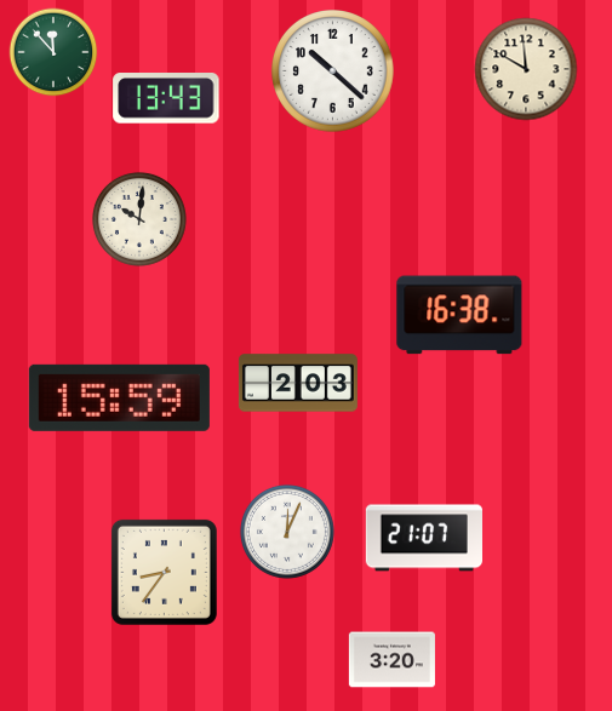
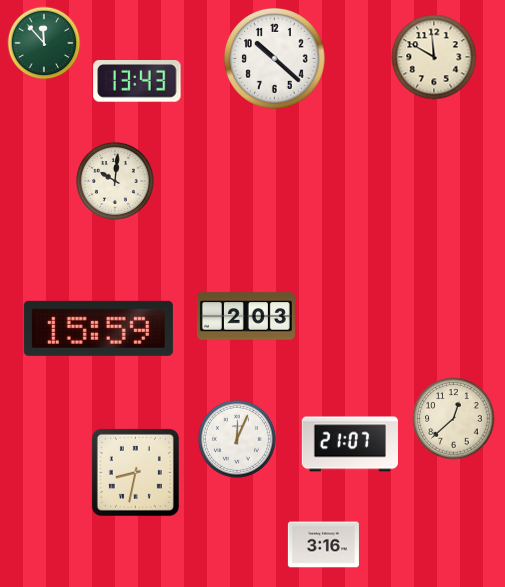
clock at (459, 315): 16:38 -> none
clock at (454, 419): none -> 12:38
clock at (164, 572): 8:36 -> 8:32
clock at (391, 660): 3:20 -> 3:16
